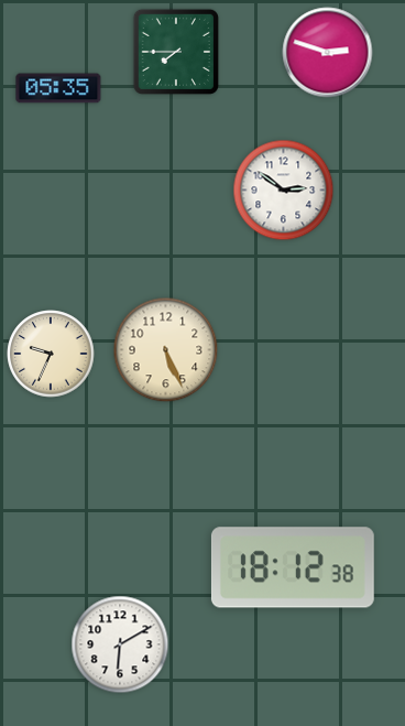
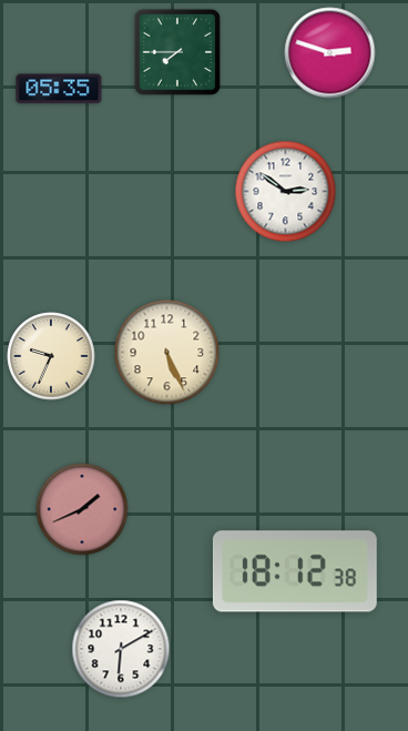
clock at (82, 509): none -> 1:41
